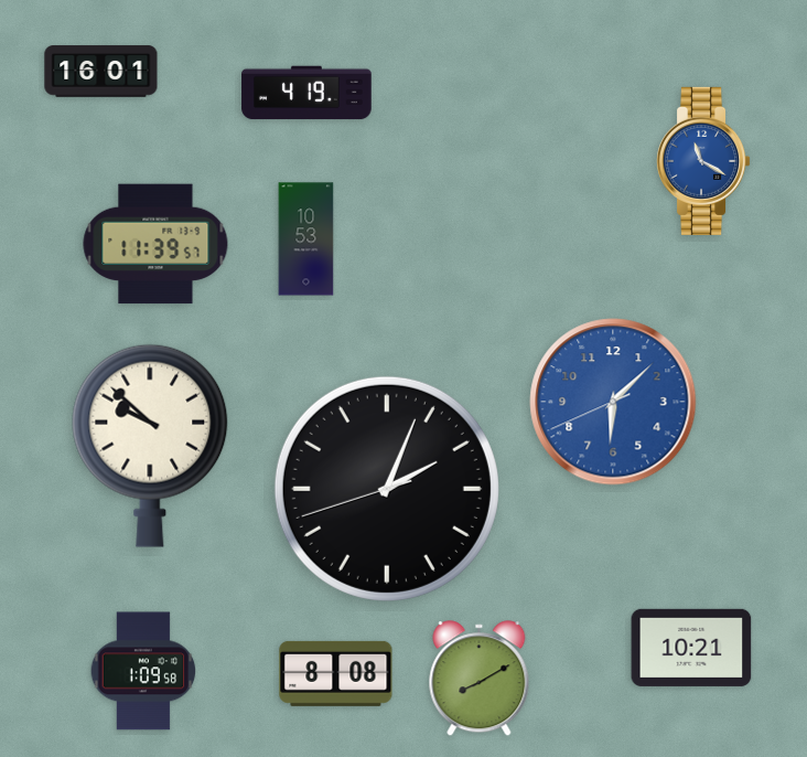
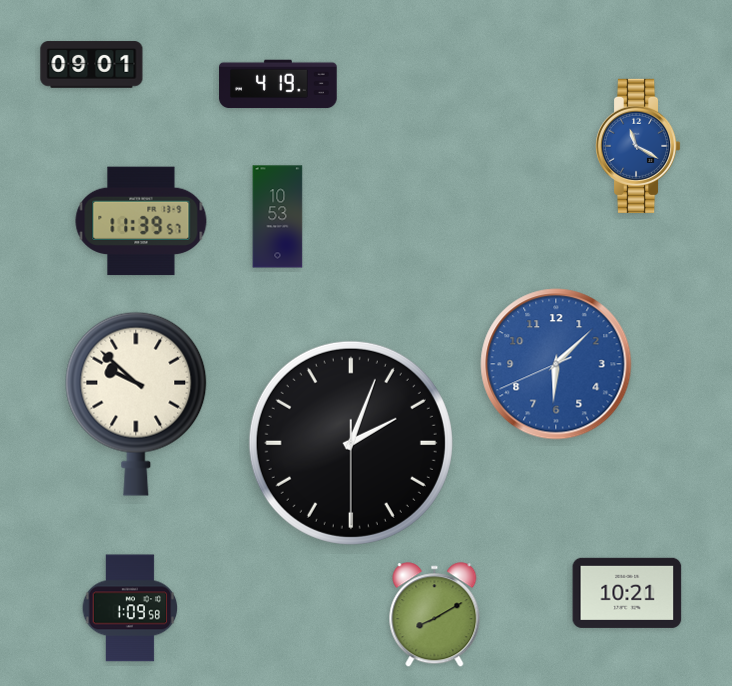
clock at (101, 72): 16:01 -> 09:01
clock at (387, 489): 2:03:42 -> 2:03:30
clock at (691, 648) position: (691, 648) -> (627, 593)
clock at (336, 673): 8:08 -> none
